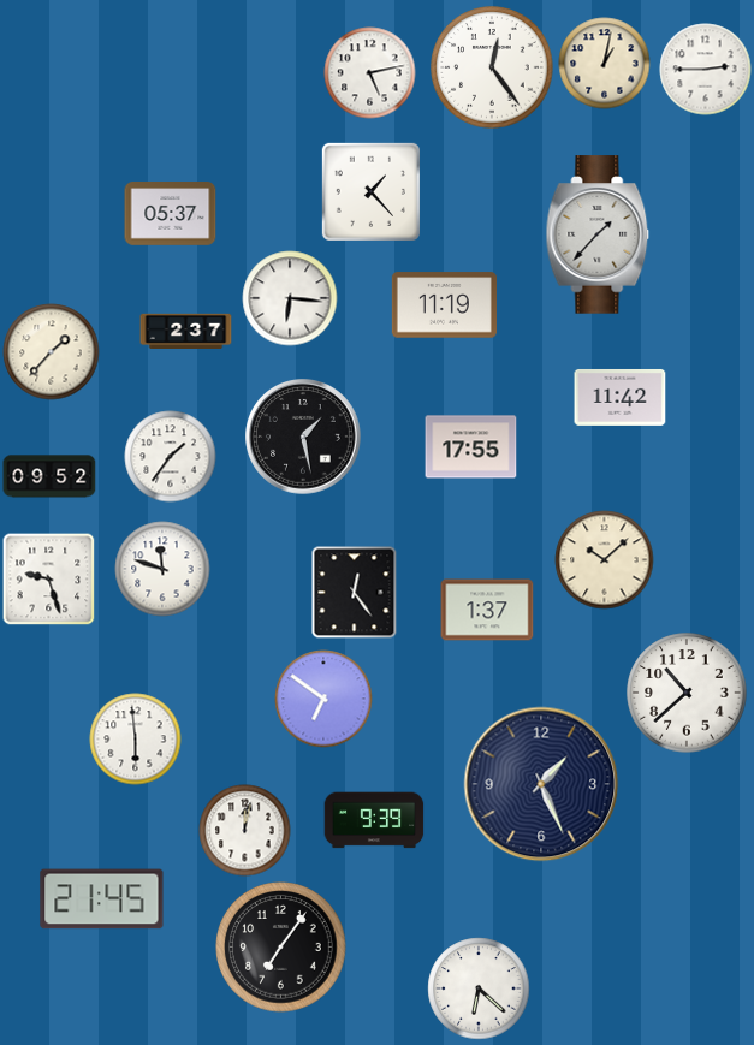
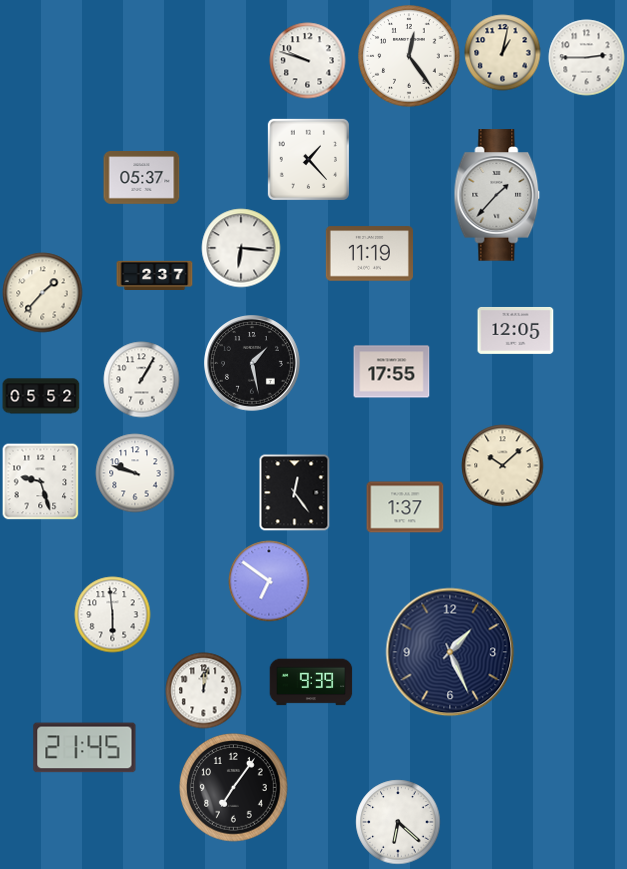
clock at (370, 73): 5:13 -> 9:48
clock at (621, 397): 11:42 -> 12:05
clock at (171, 457): 1:36 -> 1:05
clock at (49, 476): 09:52 -> 05:52
clock at (162, 569): 11:48 -> 9:48
clock at (687, 693): 10:38 -> none
